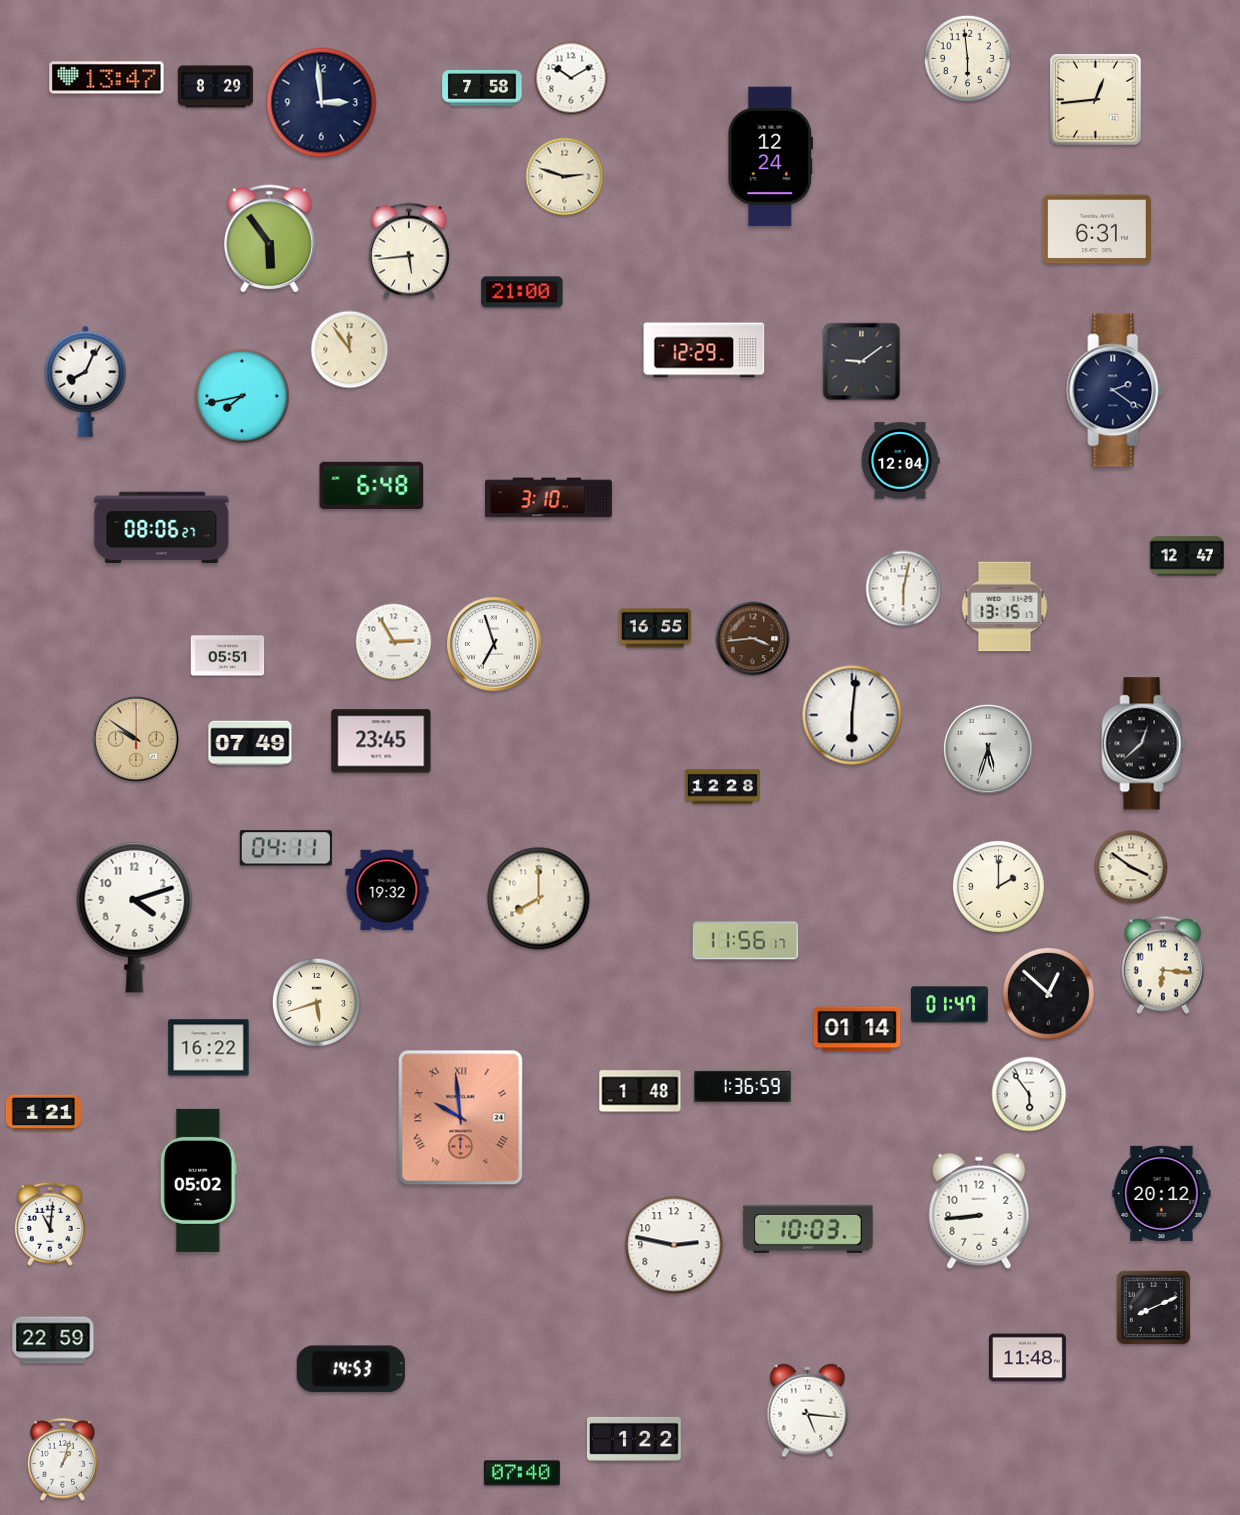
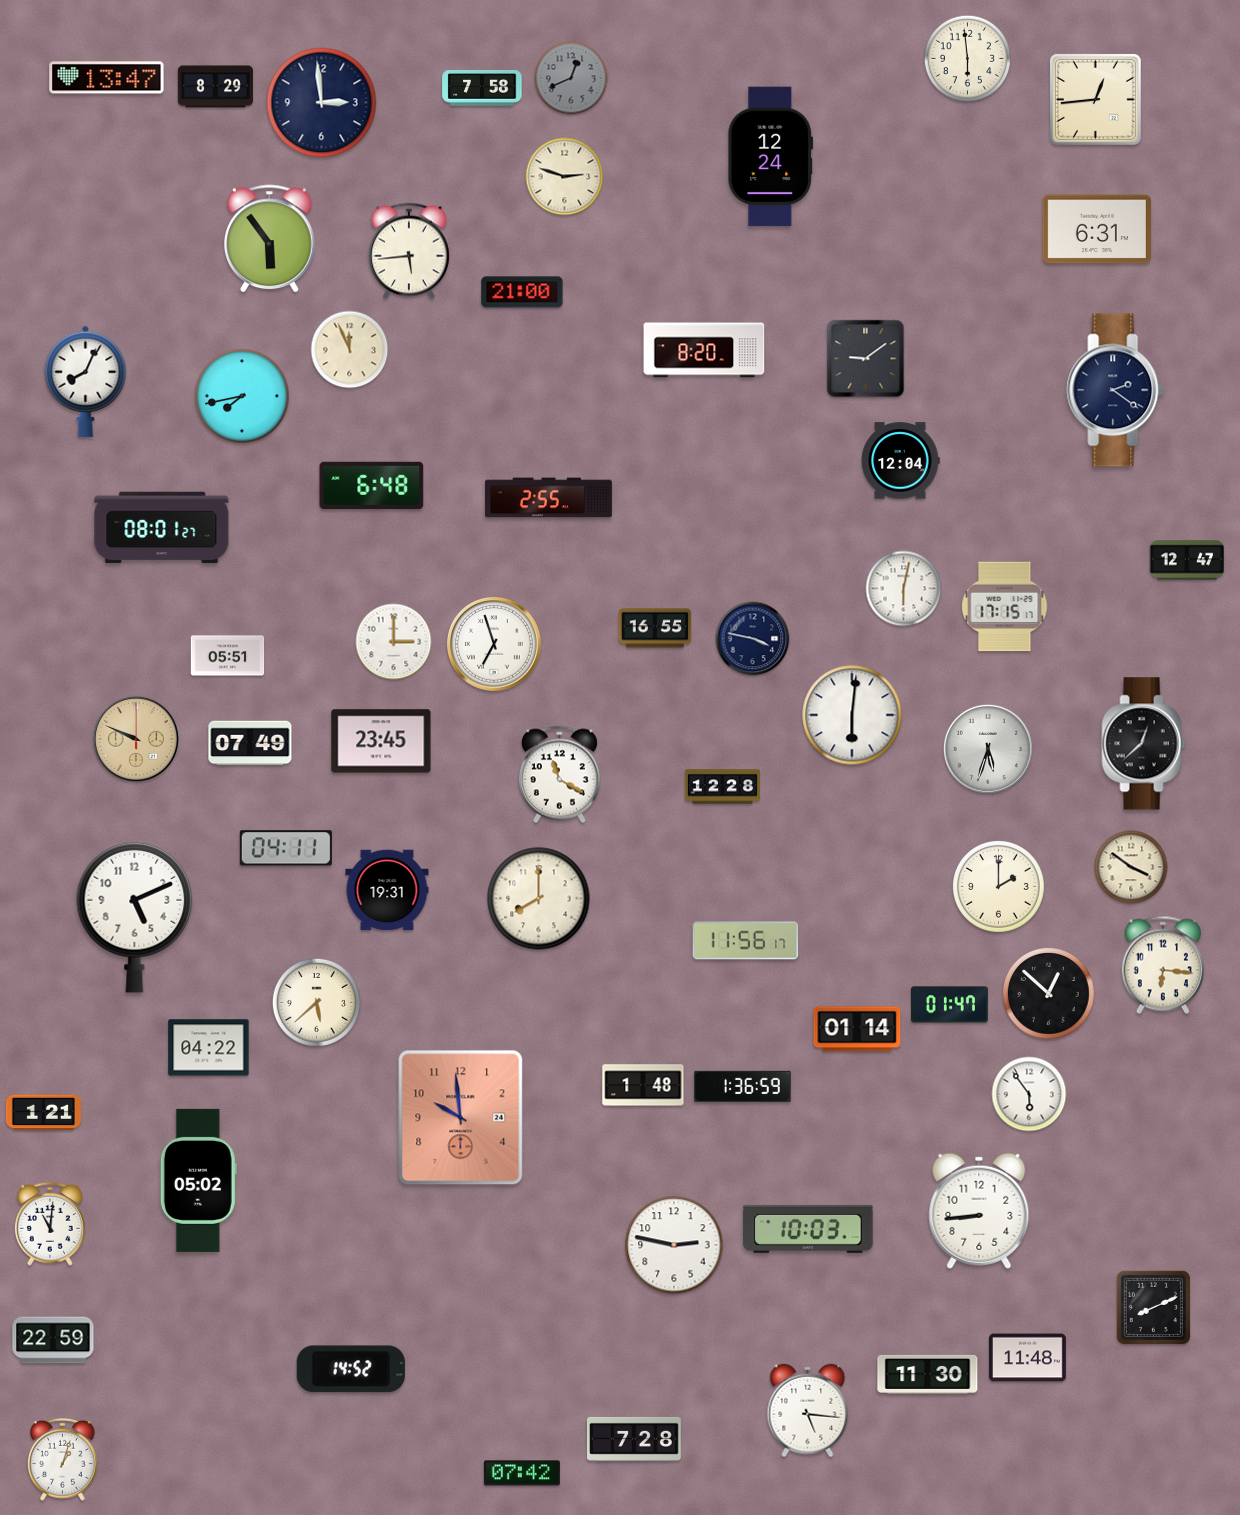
clock at (571, 78): 10:10 -> 12:41
clock at (571, 78) dial: white -> grey
clock at (350, 350): 11:54 -> 11:56
clock at (704, 350): 12:29 -> 8:20
clock at (862, 362) position: (862, 362) -> (866, 359)
clock at (548, 498): 3:10 -> 2:55
clock at (162, 528): 08:06 -> 08:01
clock at (1186, 556) position: (1186, 556) -> (1186, 560)
clock at (1005, 607): 13:15 -> 17:15
clock at (753, 639): 3:44 -> 3:47
clock at (753, 639) dial: brown -> navy
clock at (394, 642): 2:55 -> 3:00
clock at (136, 739): 9:51 -> 9:49
clock at (559, 775): none -> 11:20
clock at (387, 890): 19:32 -> 19:31
clock at (135, 917): 4:12 -> 5:11
clock at (316, 1002): 5:42 -> 5:38
clock at (209, 1048): 16:22 -> 04:22
clock at (640, 1091) position: (640, 1091) -> (643, 1085)
clock at (461, 1118) numerals: Roman -> Arabic
clock at (1162, 1193): 20:12 -> none
clock at (351, 1369): 14:53 -> 14:52
clock at (928, 1374): none -> 11:30
clock at (634, 1439): 1:22 -> 7:28
clock at (522, 1473): 07:40 -> 07:42
